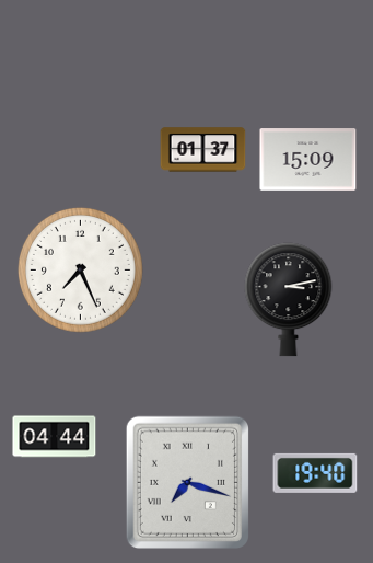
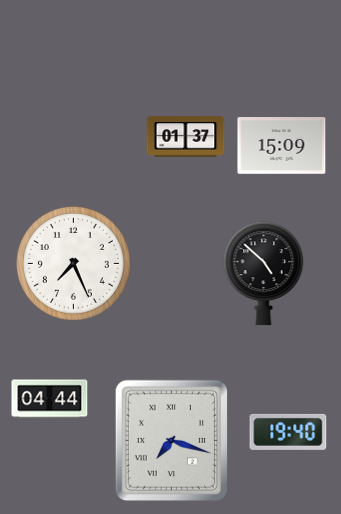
clock at (80, 269) position: (80, 269) -> (73, 263)
clock at (289, 300): 3:13 -> 4:52
